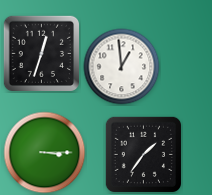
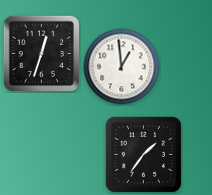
clock at (45, 153): 3:15 -> none
